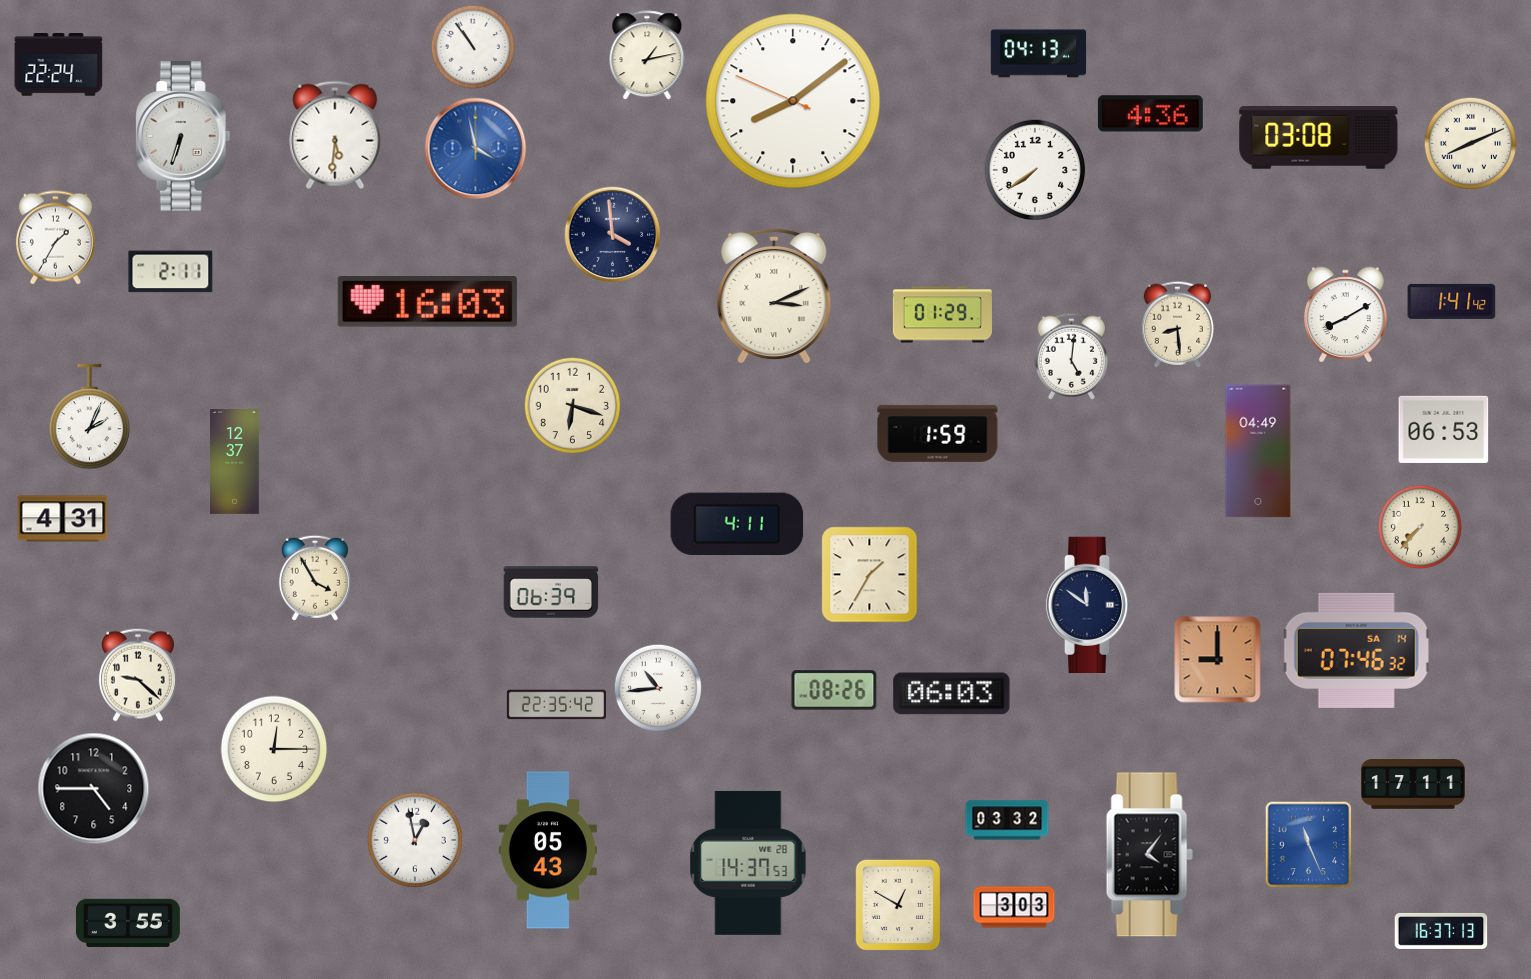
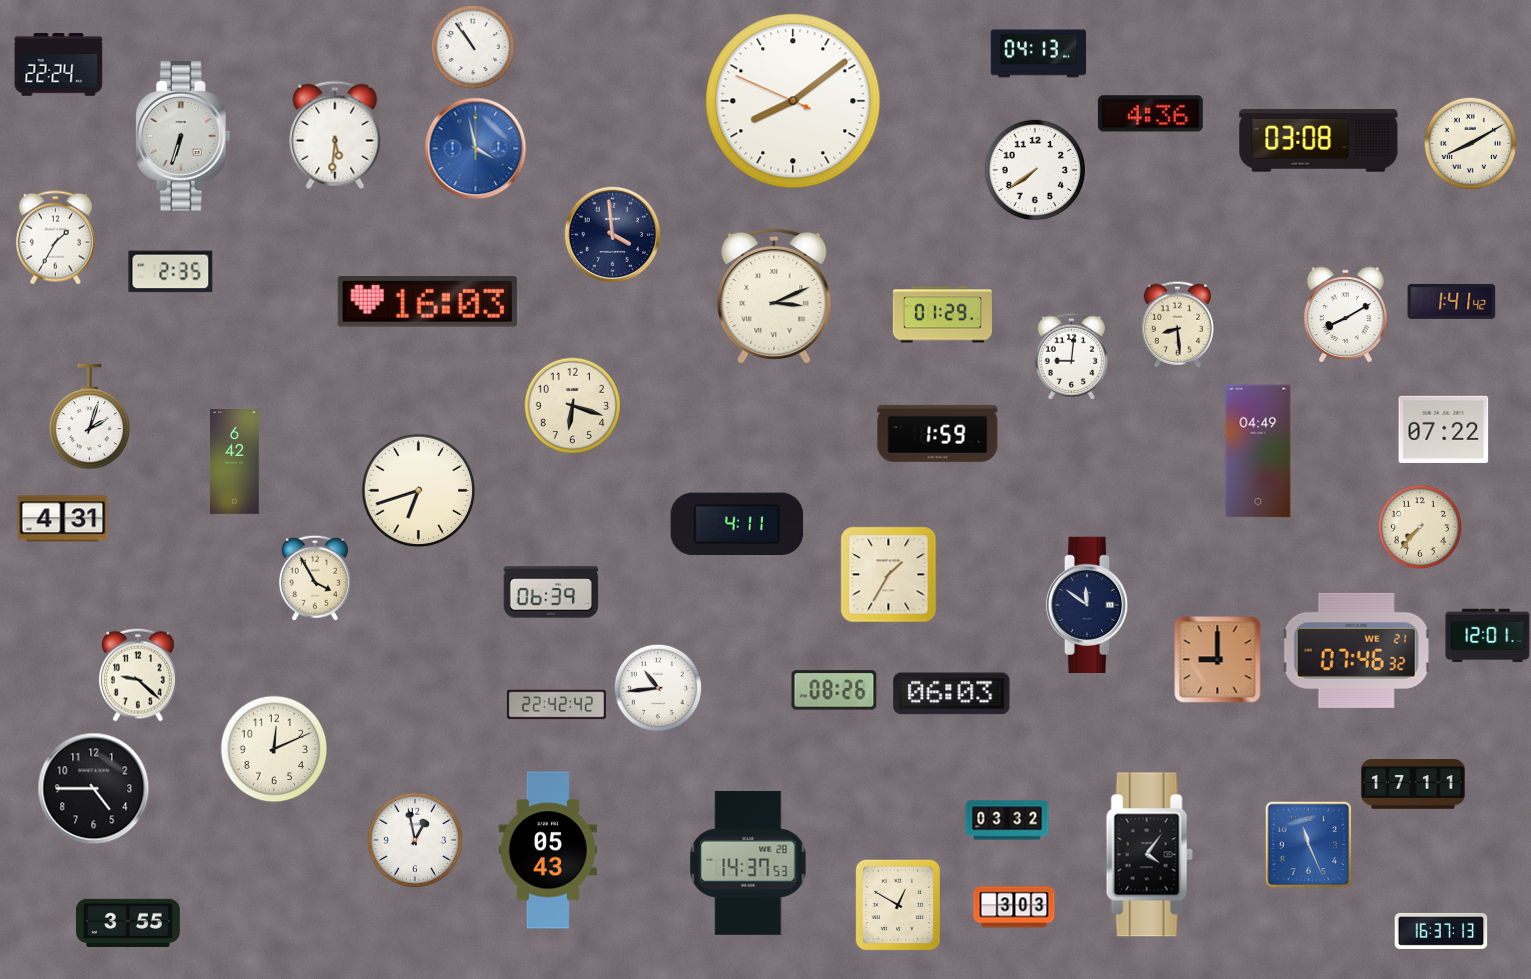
clock at (647, 55): 1:13 -> none
clock at (1319, 138) position: (1319, 138) -> (1319, 141)
clock at (1470, 143): 8:11 -> 8:10
clock at (171, 272): 2:11 -> 2:35
clock at (1071, 356): 5:01 -> 9:01
clock at (90, 417): 2:04 -> 2:03
clock at (1444, 429): 06:53 -> 07:22
clock at (235, 462): 12:37 -> 6:42
clock at (419, 491): none -> 6:42
clock at (870, 575) position: (870, 575) -> (889, 575)
clock at (1488, 636): none -> 12:01
clock at (1357, 650) date: SA 14 -> WE 21
clock at (556, 705): 22:35 -> 22:42
clock at (274, 749): 12:15 -> 12:11
